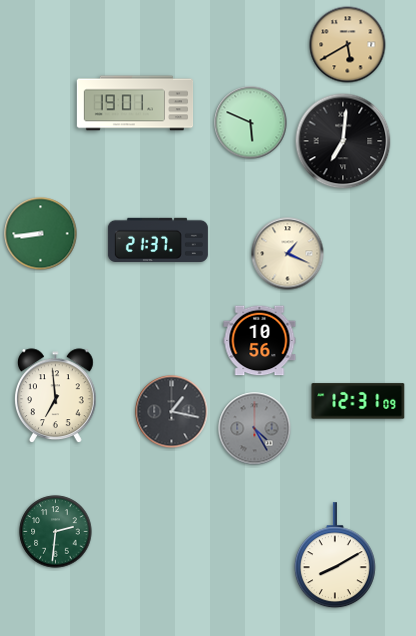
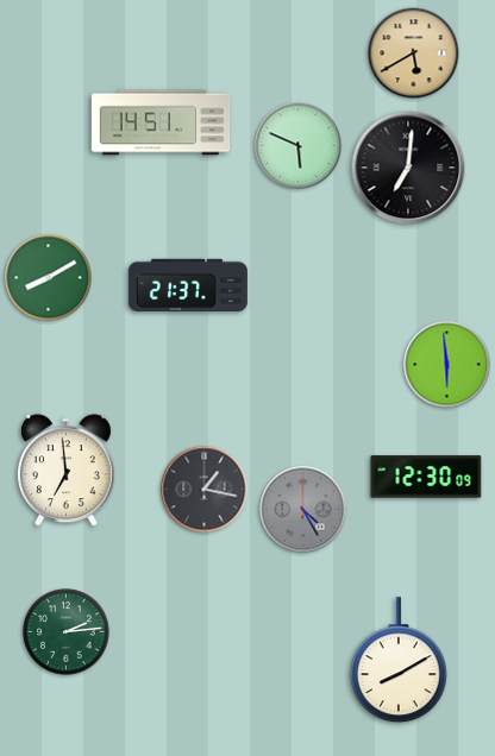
clock at (135, 103): 19:01 -> 14:51
clock at (41, 234): 8:44 -> 8:10
clock at (288, 254): 1:19 -> none
clock at (447, 365): none -> 5:59
clock at (260, 341): 10:56 -> none
clock at (358, 401): 12:31 -> 12:30
clock at (56, 532): 2:31 -> 2:14
